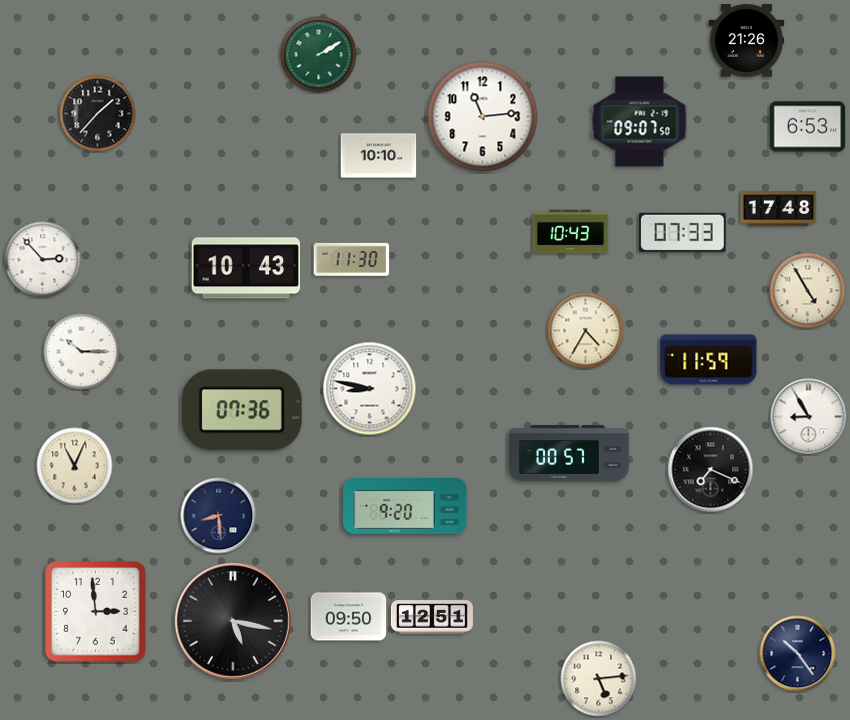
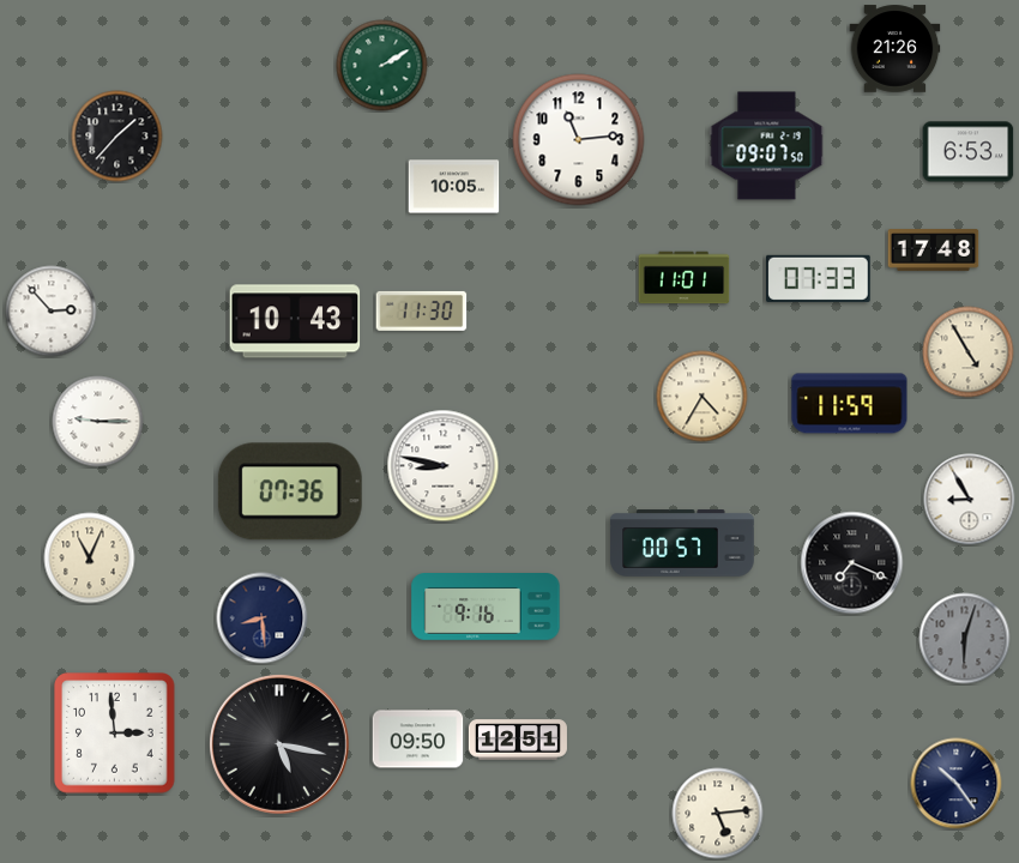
clock at (379, 156): 10:10 -> 10:05
clock at (571, 232): 10:43 -> 11:01
clock at (808, 291) position: (808, 291) -> (969, 352)
clock at (82, 352): 10:15 -> 9:15
clock at (709, 360) position: (709, 360) -> (850, 404)
clock at (405, 507): 9:20 -> 9:16
clock at (965, 639): none -> 6:03
